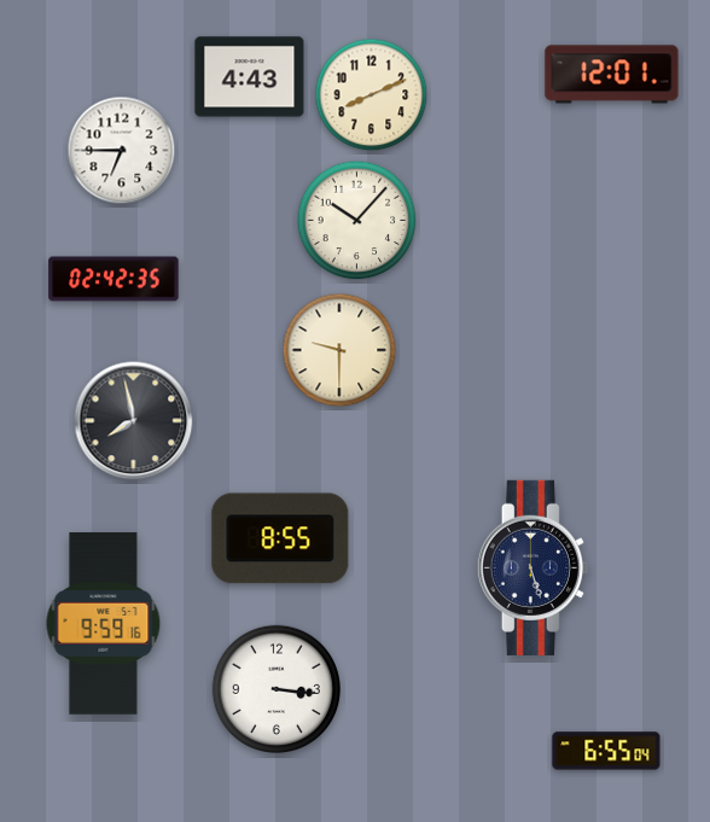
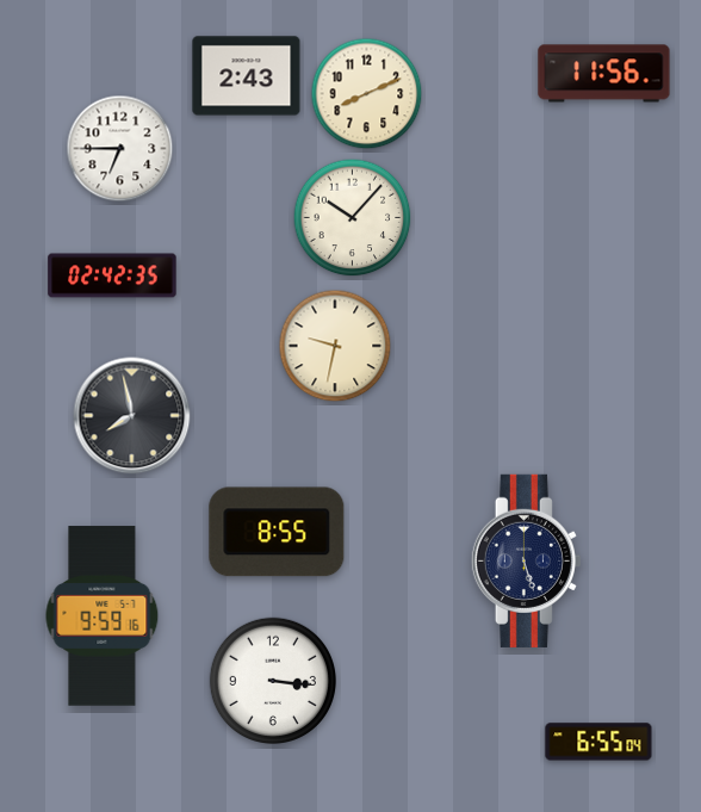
clock at (612, 75): 12:01 -> 11:56
clock at (250, 77): 4:43 -> 2:43
clock at (339, 350): 9:30 -> 9:32
